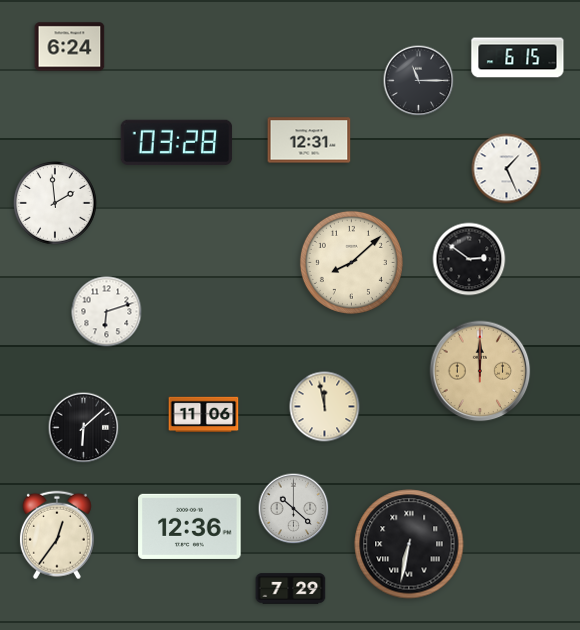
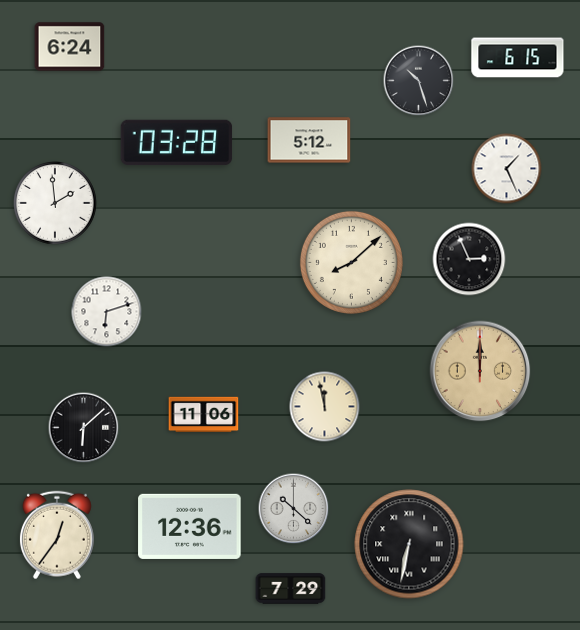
clock at (419, 81): 11:15 -> 10:27
clock at (309, 140): 12:31 -> 5:12
clock at (469, 259): 2:51 -> 2:56
